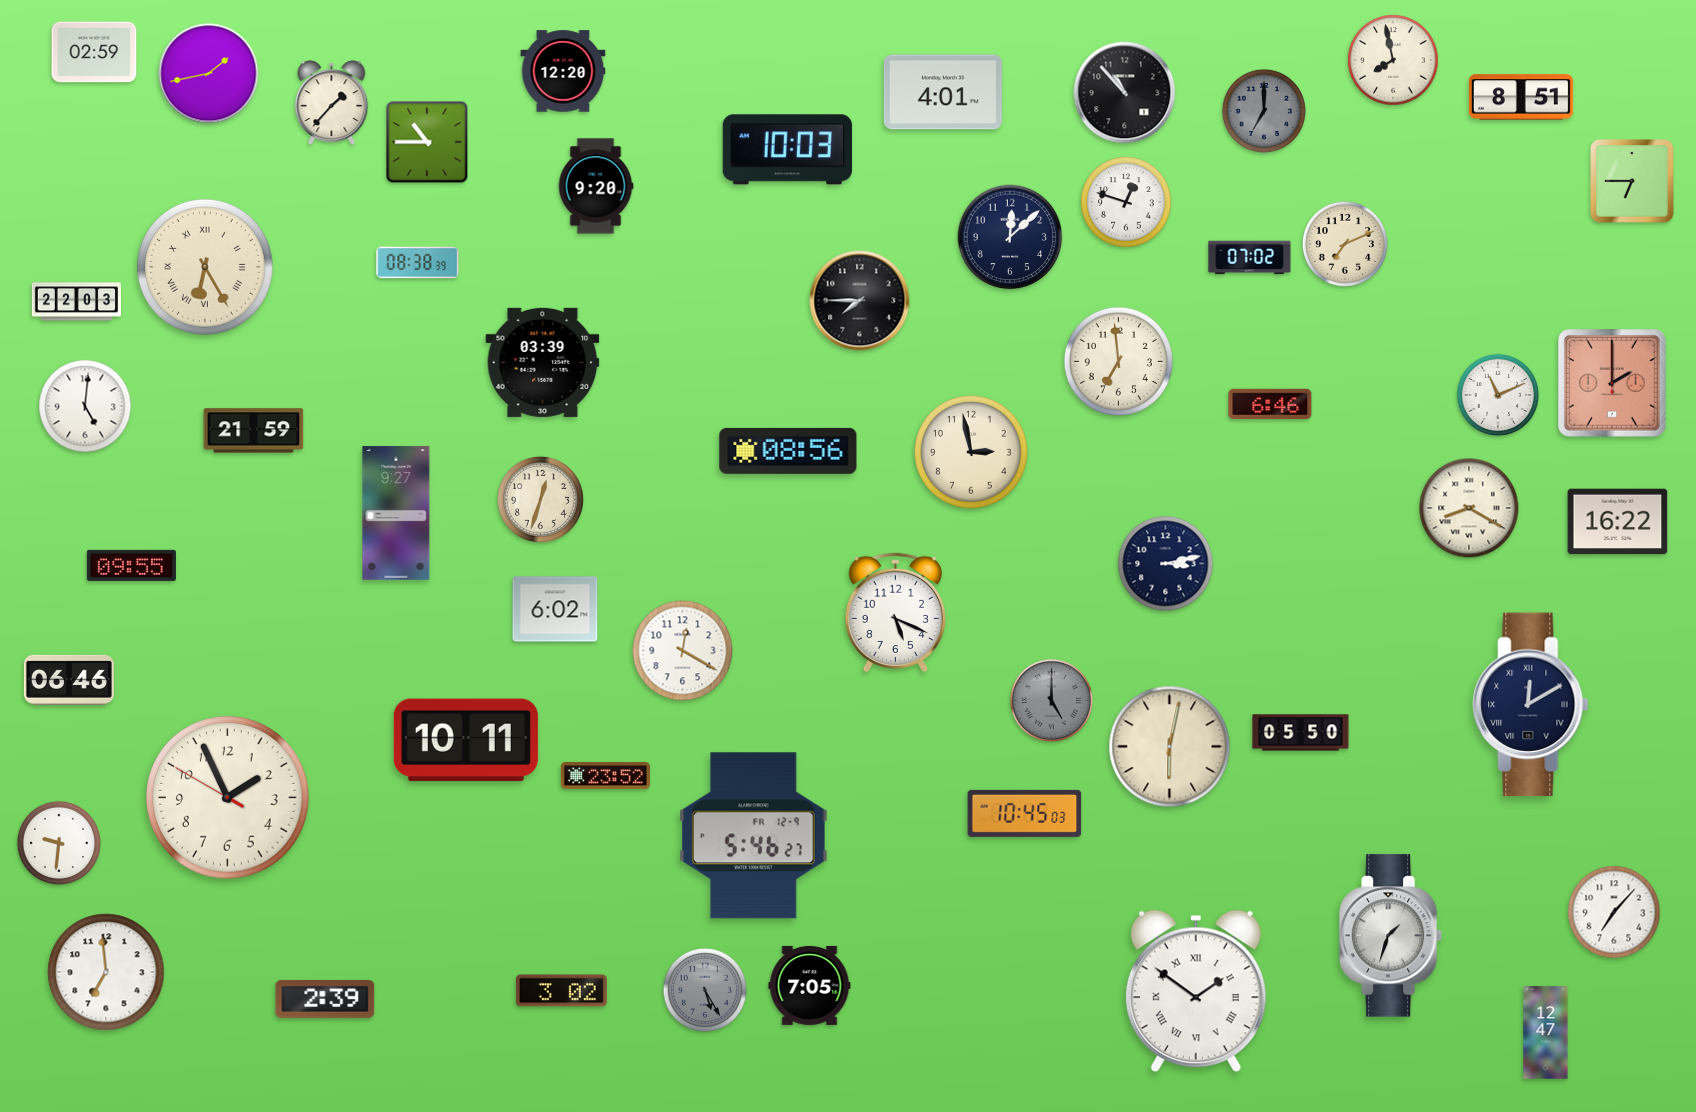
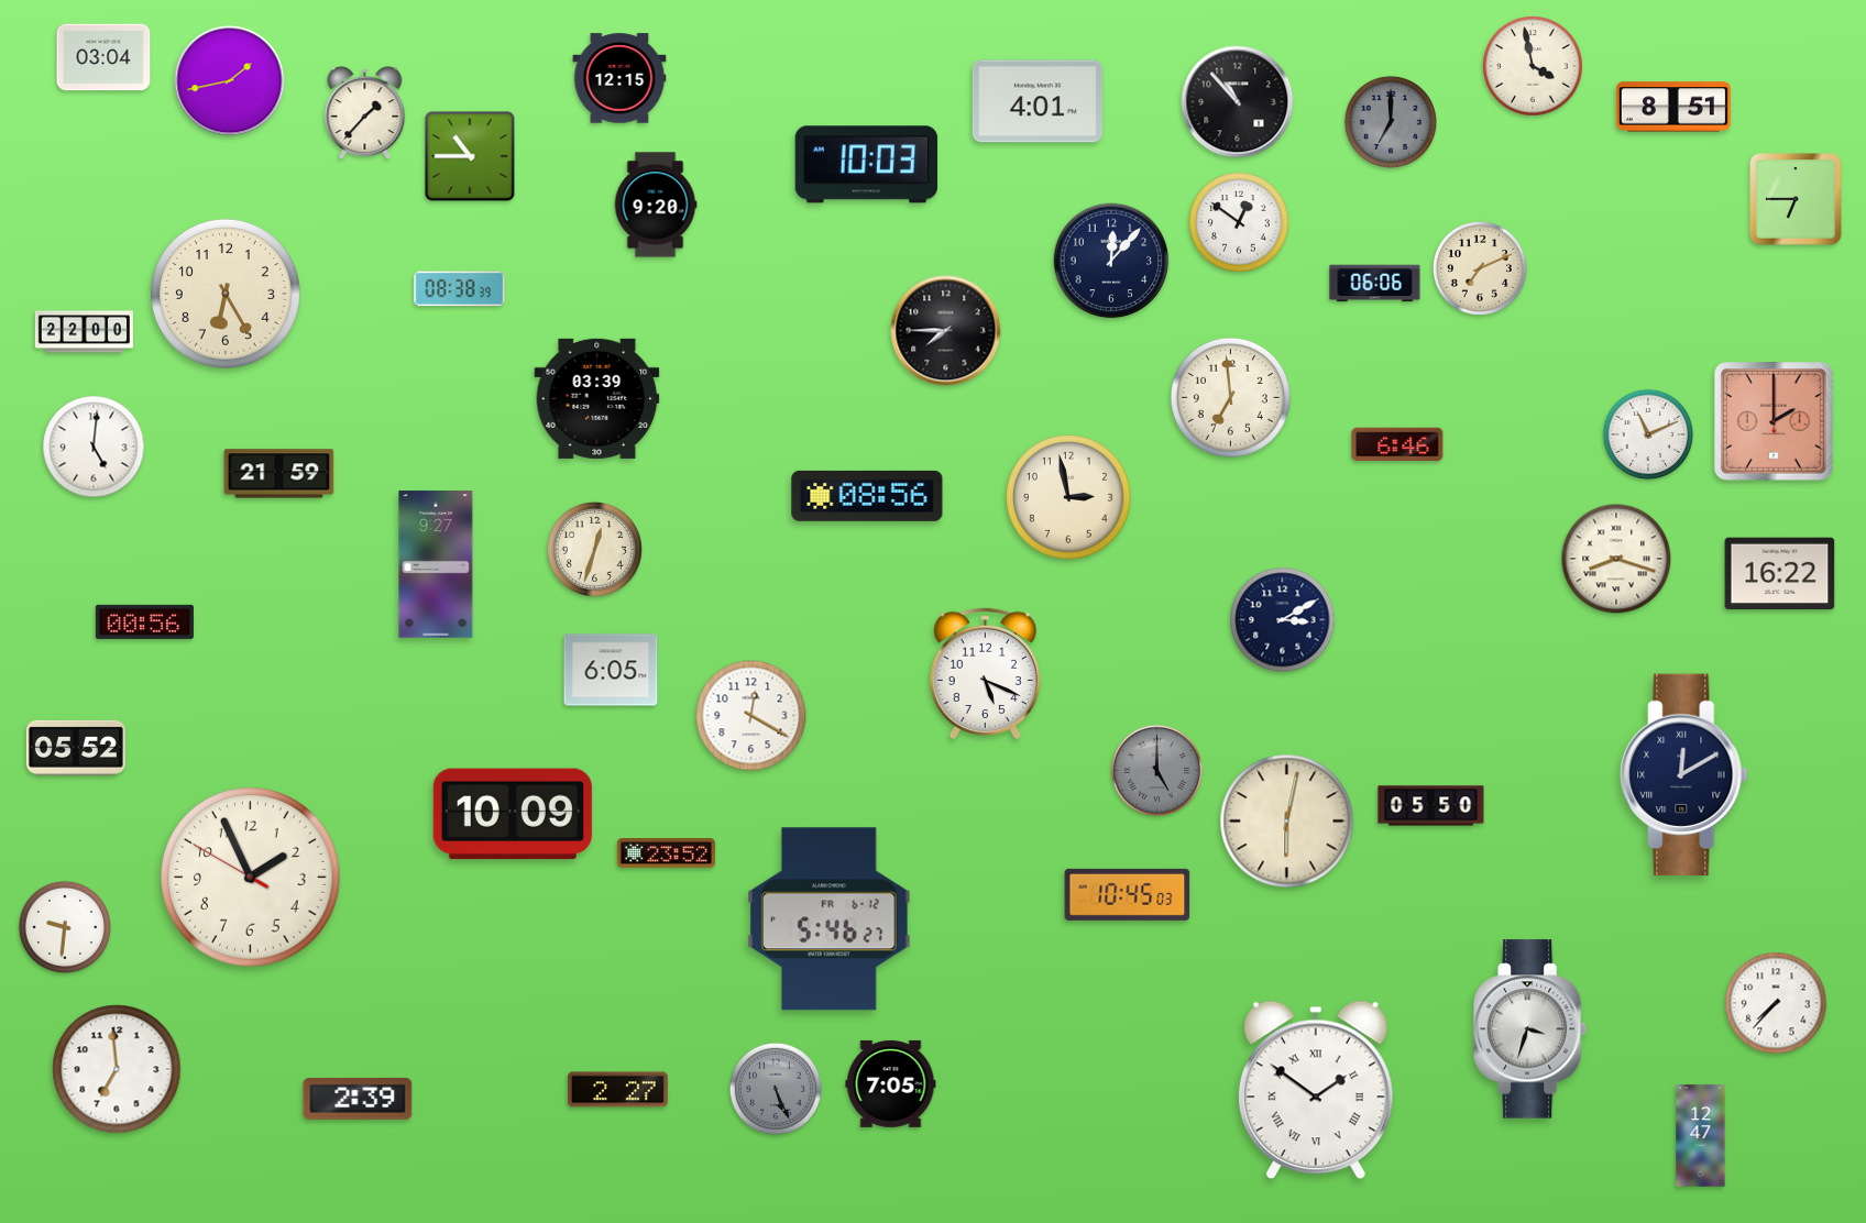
clock at (94, 52): 02:59 -> 03:04
clock at (1393, 60): 7:58 -> 3:58
clock at (563, 71): 12:20 -> 12:15
clock at (1126, 202): 12:48 -> 12:51
clock at (1010, 237): 12:08 -> 12:07
clock at (1250, 258): 07:02 -> 06:06
clock at (205, 267) numerals: Roman -> Arabic
clock at (76, 302): 22:03 -> 22:00
clock at (1469, 508): 8:20 -> 8:18
clock at (1166, 564): 3:13 -> 3:10
clock at (131, 565): 09:55 -> 00:56
clock at (555, 609): 6:02 -> 6:05
clock at (69, 680): 06:46 -> 05:52
clock at (466, 740): 10:11 -> 10:09
clock at (754, 836) date: FR 12-9 -> FR 6-12
clock at (1614, 912): 7:07 -> 7:37
clock at (1391, 936): 1:33 -> 3:33
clock at (704, 989): 5:25 -> 5:26
clock at (561, 991): 3:02 -> 2:27
